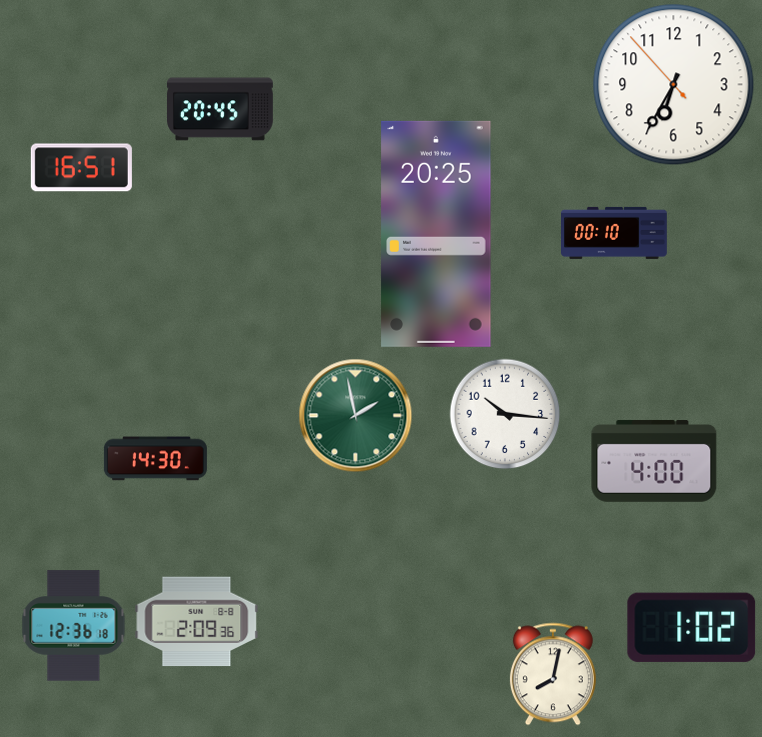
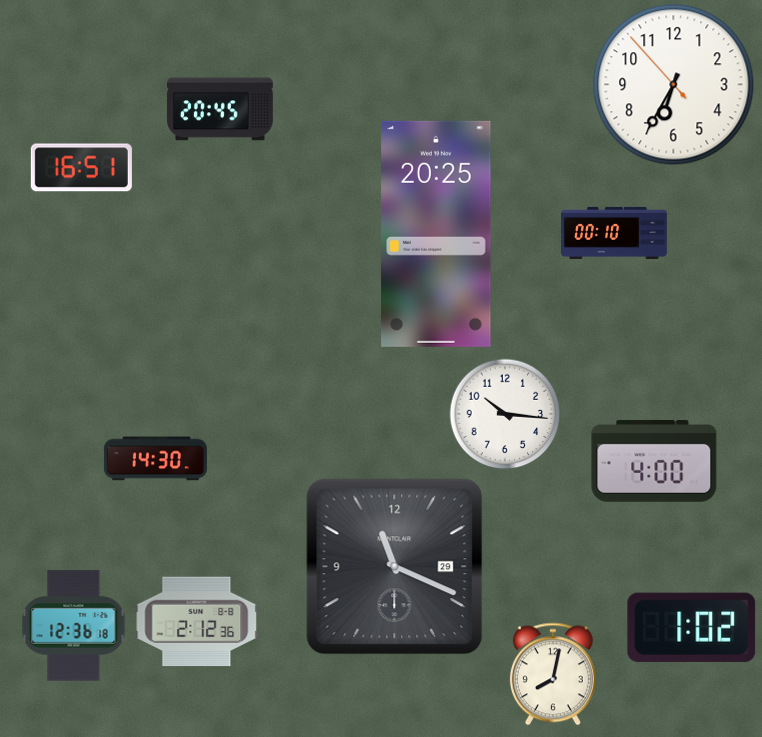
clock at (356, 416): 1:58 -> none
clock at (395, 567): none -> 11:19
clock at (197, 622): 2:09 -> 2:12
